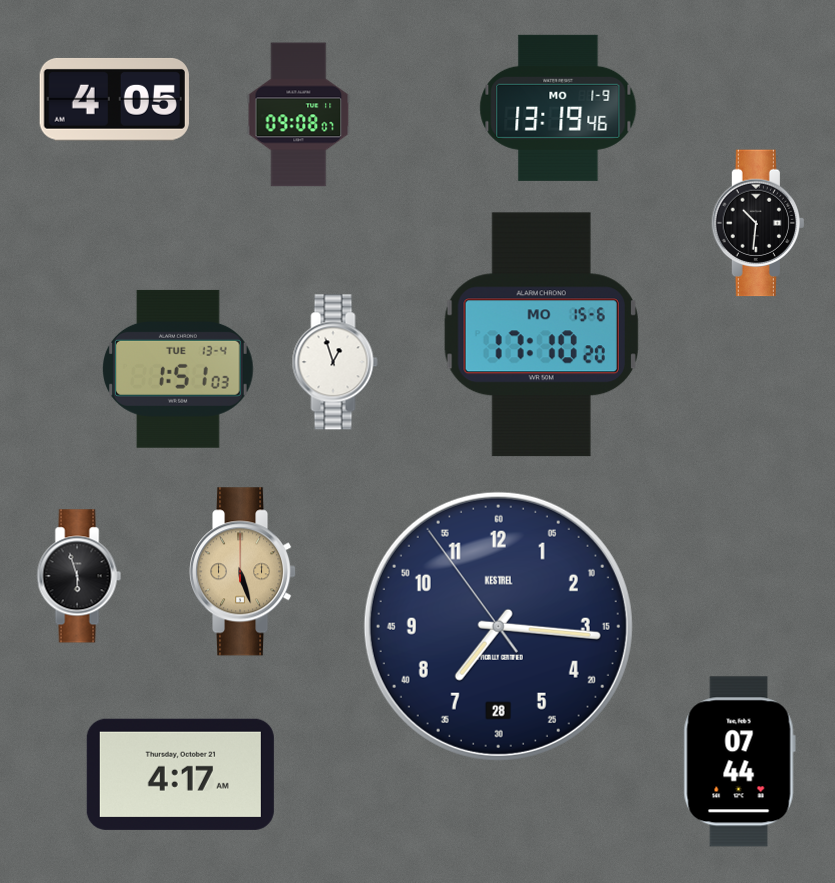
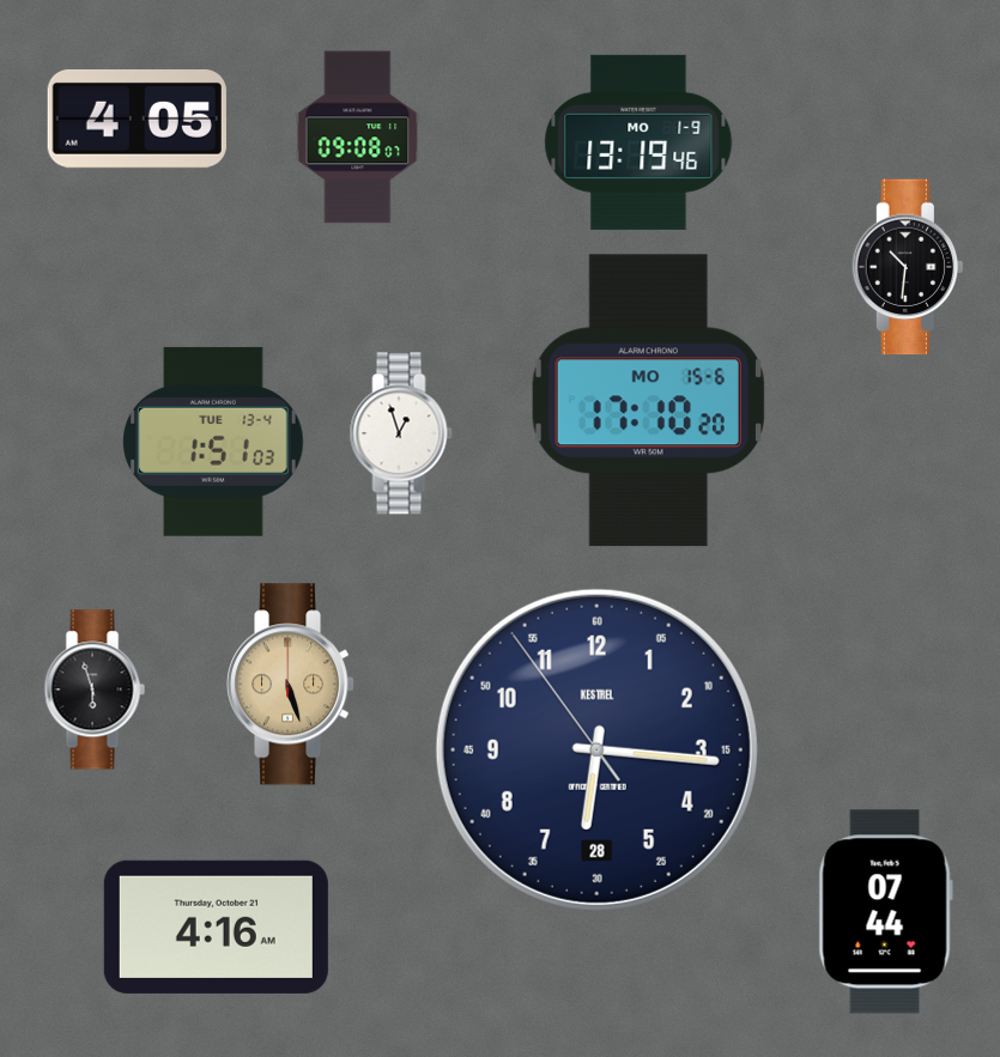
clock at (558, 108) position: (558, 108) -> (638, 142)
clock at (498, 626): 7:15 -> 6:15
clock at (180, 774): 4:17 -> 4:16
